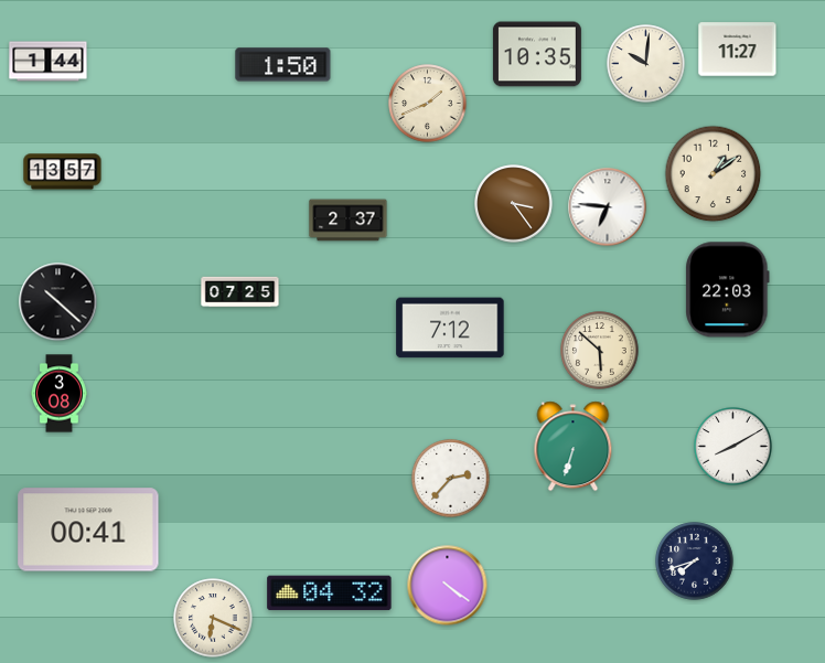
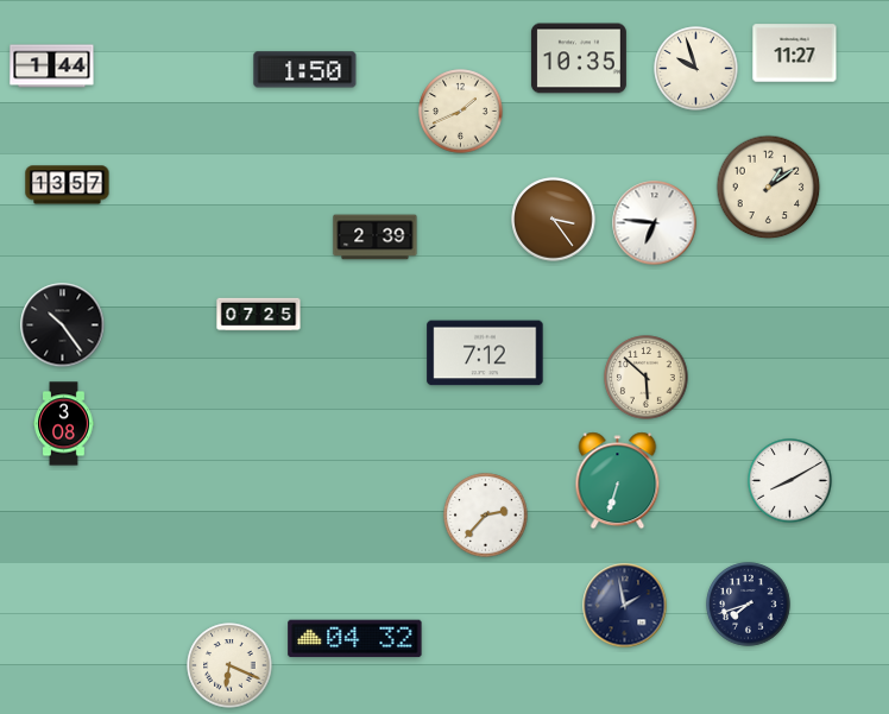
clock at (646, 64): 10:01 -> 9:57
clock at (349, 221): 2:37 -> 2:39
clock at (728, 290): 22:03 -> none
clock at (58, 302): 10:22 -> 10:24
clock at (88, 530): 00:41 -> none
clock at (625, 606): none -> 1:58
clock at (448, 586): 4:21 -> none
